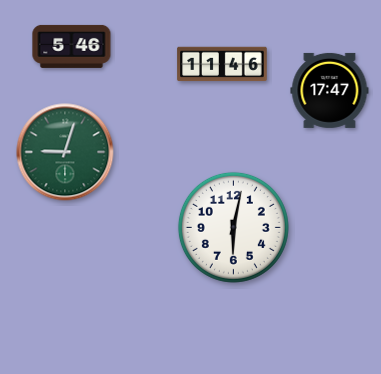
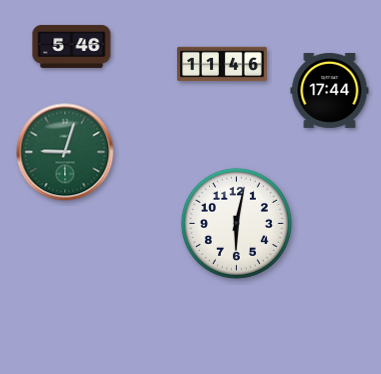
clock at (330, 90): 17:47 -> 17:44
clock at (233, 227) position: (233, 227) -> (236, 223)
